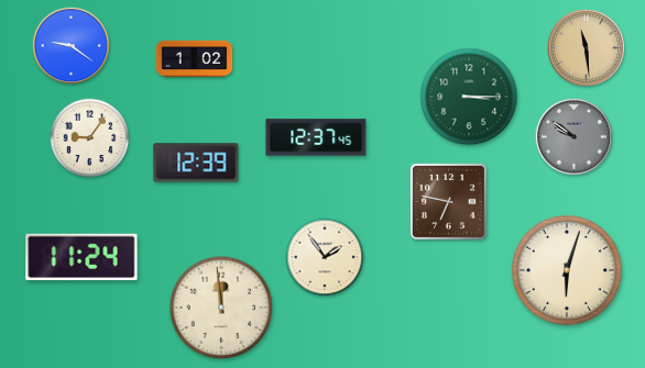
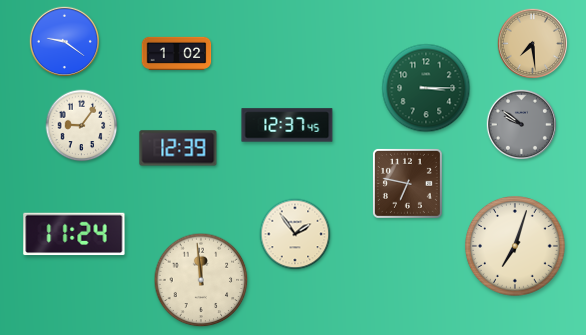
clock at (586, 47): 11:29 -> 7:29
clock at (568, 271): 6:03 -> 7:03
